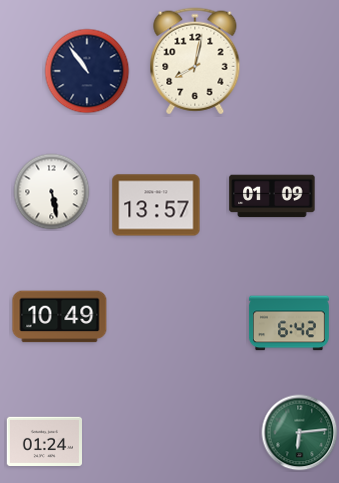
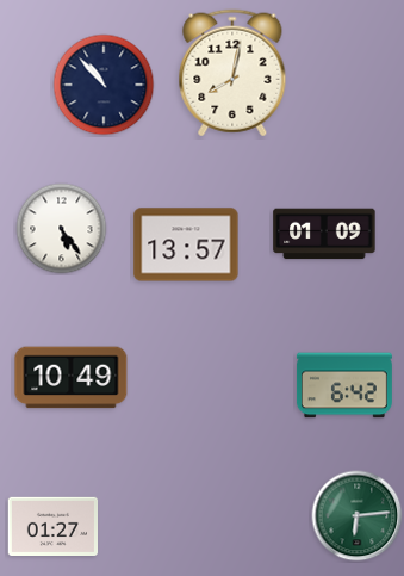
clock at (87, 71): 10:54 -> 10:53
clock at (52, 192): 5:28 -> 5:24
clock at (44, 441): 01:24 -> 01:27
